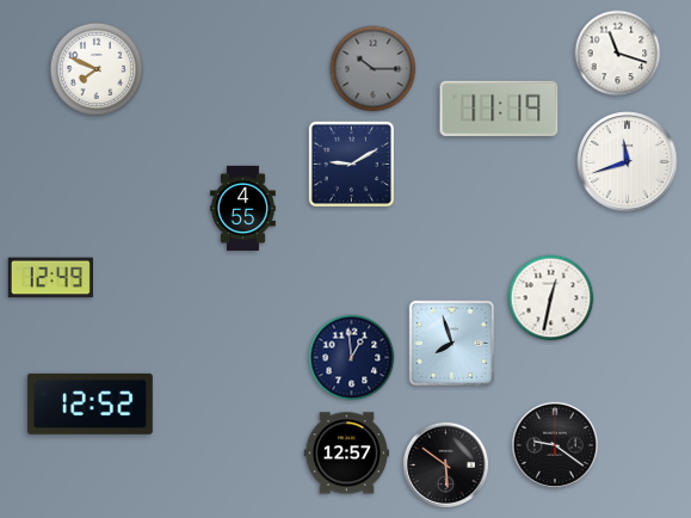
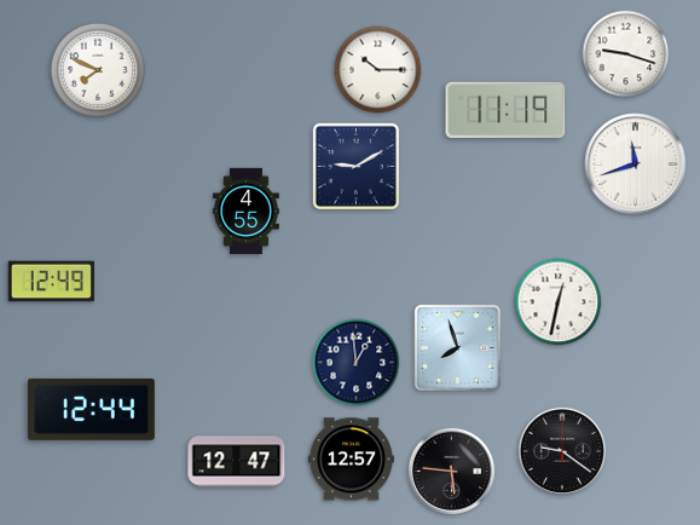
clock at (618, 54): 11:18 -> 9:18
clock at (374, 69) dial: grey -> white
clock at (90, 403): 12:52 -> 12:44
clock at (237, 462): none -> 12:47
clock at (445, 464): 5:51 -> 5:46
